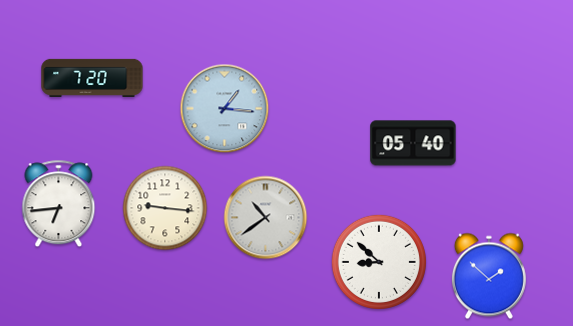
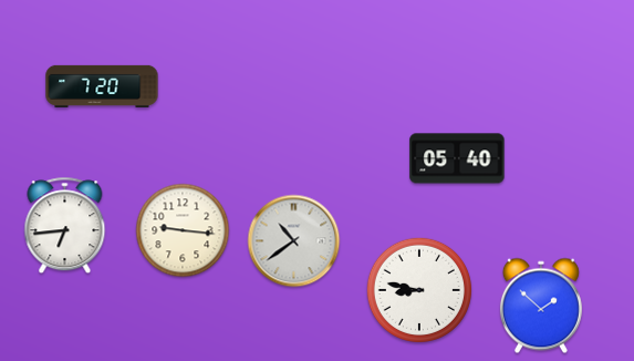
clock at (225, 109): 1:16 -> none
clock at (379, 262): 8:52 -> 8:47
